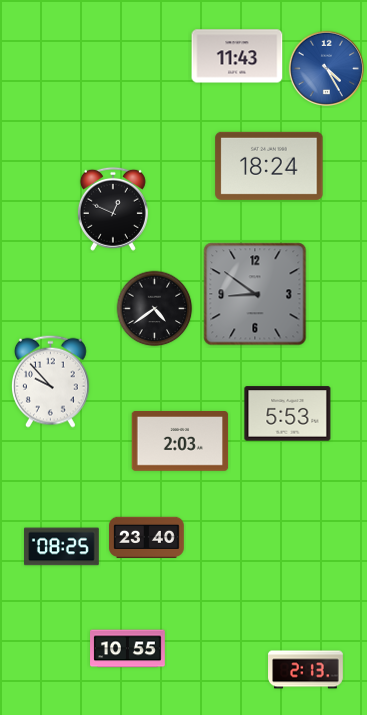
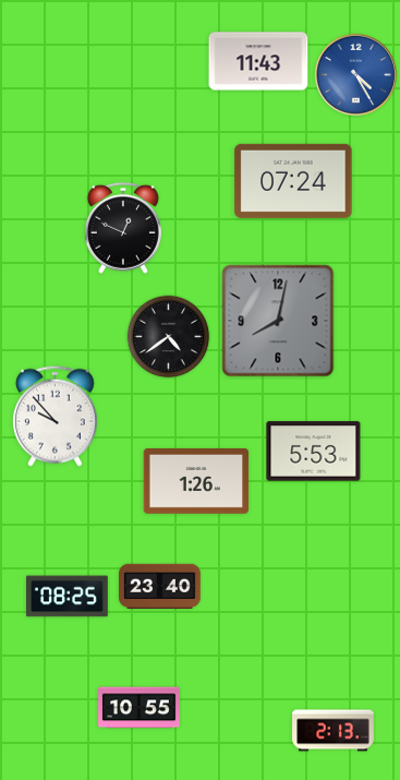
clock at (269, 166): 18:24 -> 07:24
clock at (255, 294): 8:51 -> 8:02
clock at (180, 442): 2:03 -> 1:26
